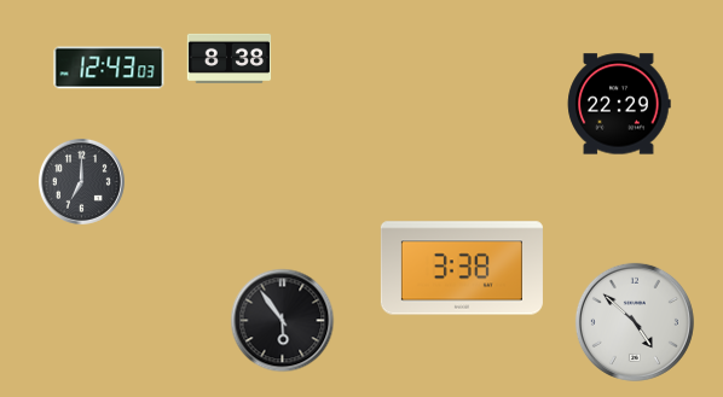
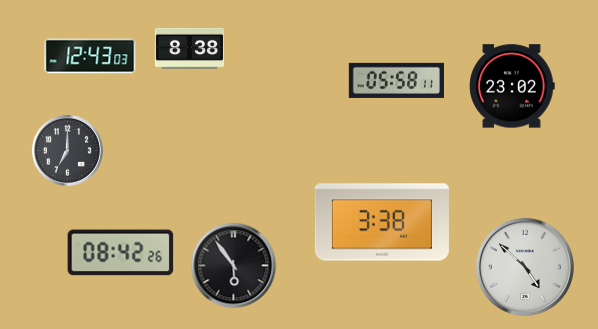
clock at (396, 80): none -> 05:58
clock at (619, 104): 22:29 -> 23:02
clock at (121, 253): none -> 08:42
